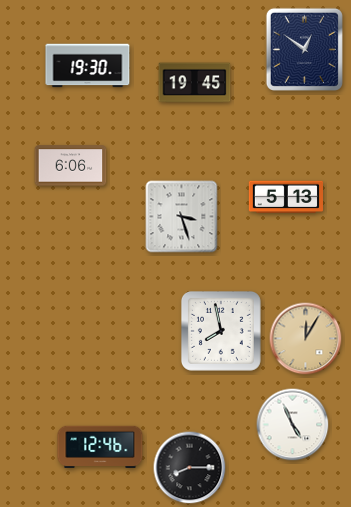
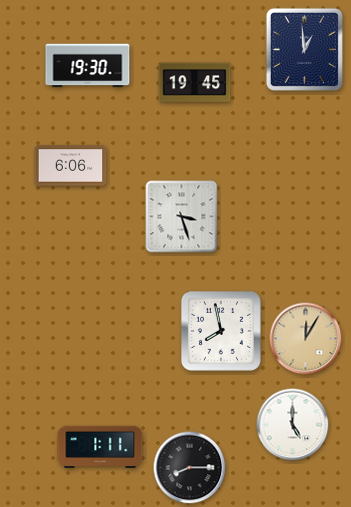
clock at (304, 49): 12:51 -> 12:59
clock at (285, 197): 5:13 -> none
clock at (293, 425): 4:56 -> 5:00
clock at (100, 447): 12:46 -> 1:11
